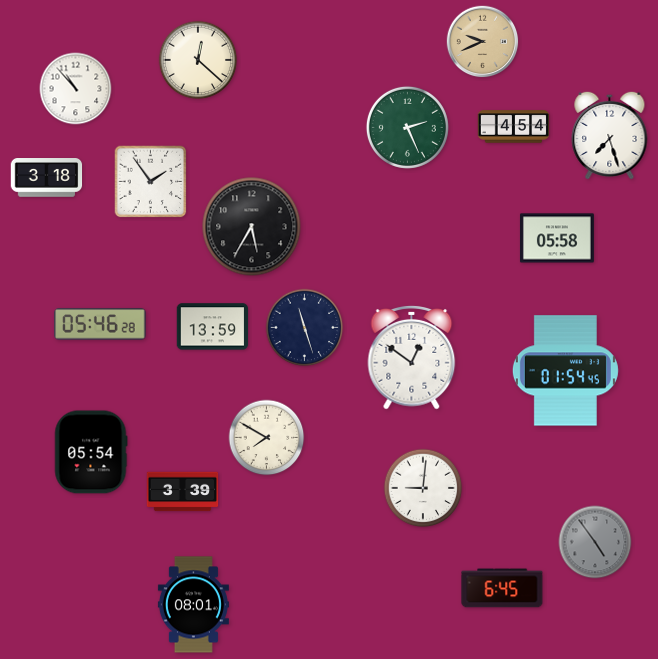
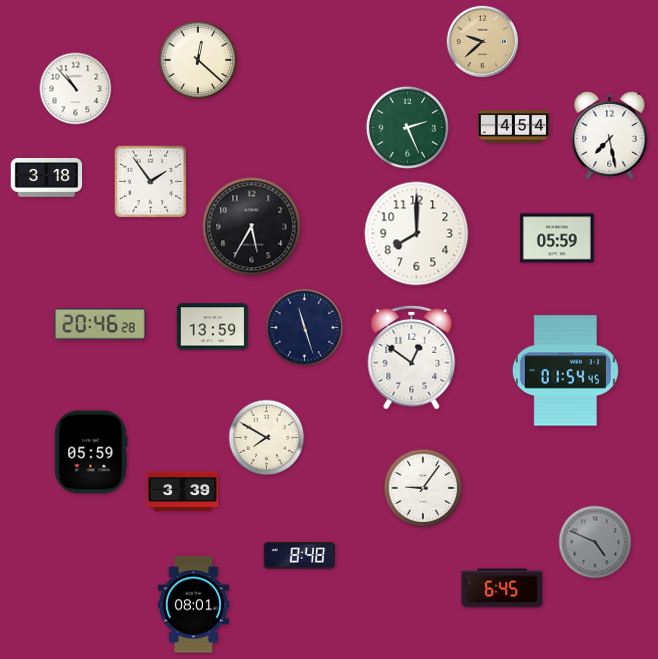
clock at (483, 42): 9:41 -> 9:38
clock at (610, 135): 7:27 -> 7:28
clock at (417, 234): none -> 8:00
clock at (557, 238): 05:58 -> 05:59
clock at (100, 324): 05:46 -> 20:46
clock at (91, 452): 05:54 -> 05:59
clock at (423, 488): 9:01 -> 9:06
clock at (595, 542): 4:54 -> 4:49
clock at (299, 556): none -> 8:48
